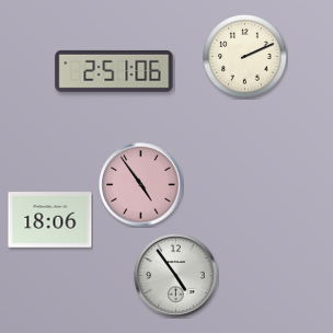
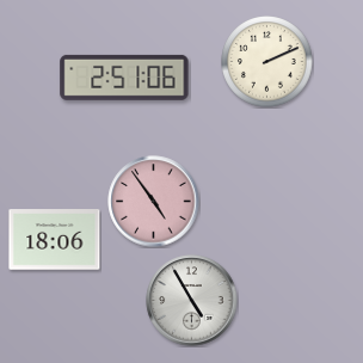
clock at (176, 276): 4:54 -> 4:55
